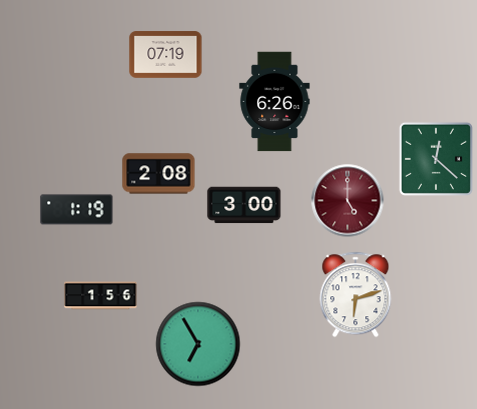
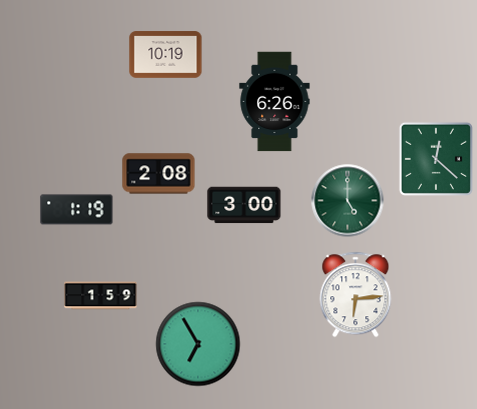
clock at (166, 55): 07:19 -> 10:19
clock at (348, 201) dial: burgundy -> green
clock at (356, 295): 6:12 -> 6:14
clock at (101, 296): 1:56 -> 1:59
